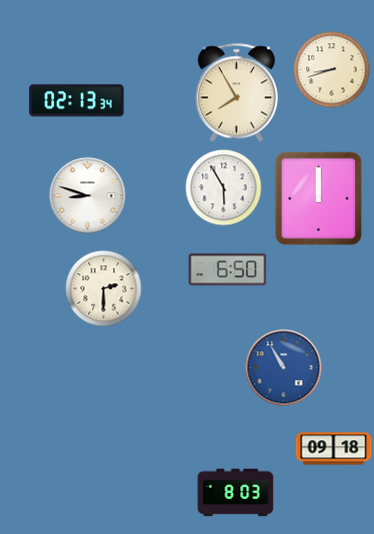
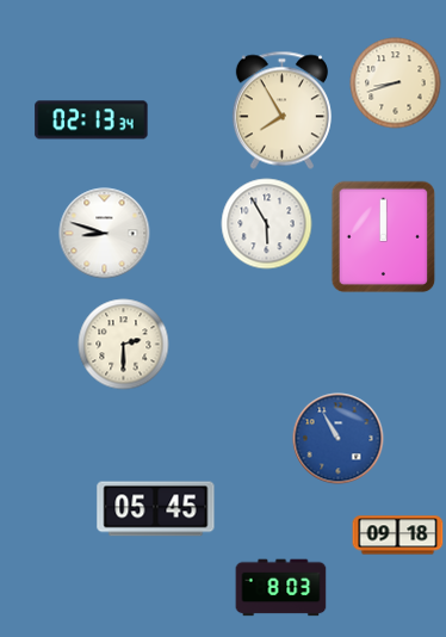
clock at (319, 199) position: (319, 199) -> (384, 237)
clock at (228, 270): 6:50 -> none
clock at (156, 509): none -> 05:45
